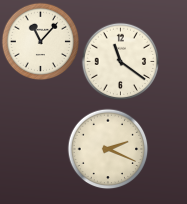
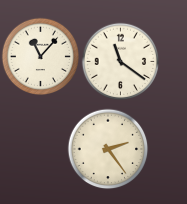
clock at (40, 41) position: (40, 41) -> (40, 56)
clock at (108, 149): 2:19 -> 2:24
